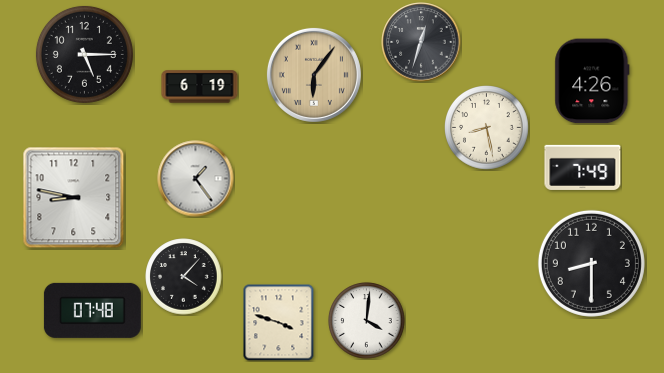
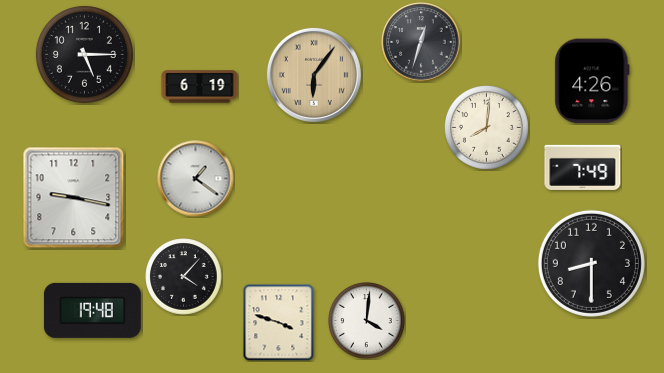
clock at (487, 128): 8:28 -> 8:01
clock at (196, 179): 1:24 -> 1:21
clock at (74, 198): 8:47 -> 9:17
clock at (92, 310): 07:48 -> 19:48
